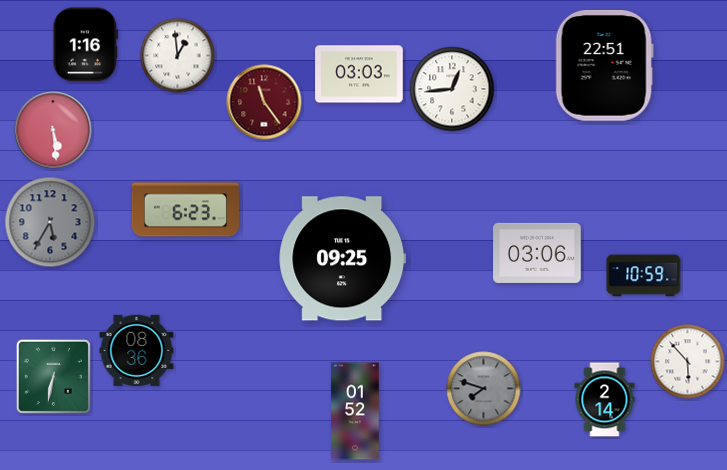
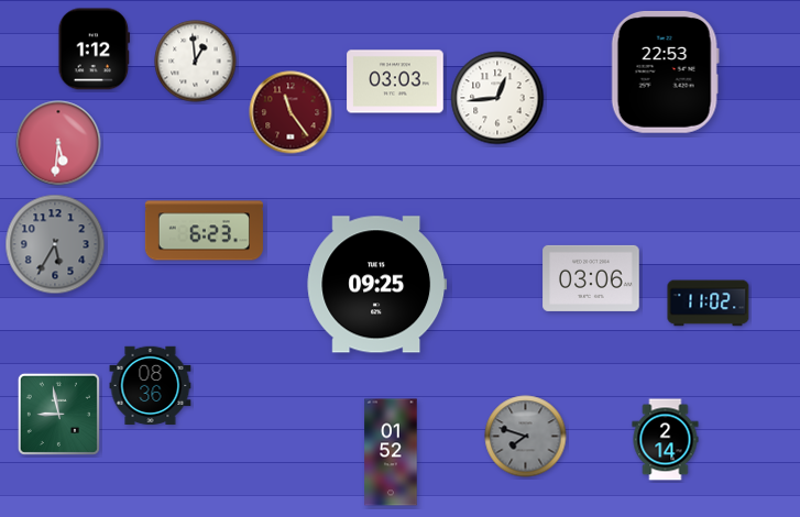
clock at (86, 45): 1:16 -> 1:12
clock at (604, 65): 22:51 -> 22:53
clock at (53, 130): 5:29 -> 5:31
clock at (644, 276): 10:59 -> 11:02
clock at (688, 362): 5:53 -> none
clock at (53, 376): 6:32 -> 8:58
clock at (484, 389) position: (484, 389) -> (526, 437)
